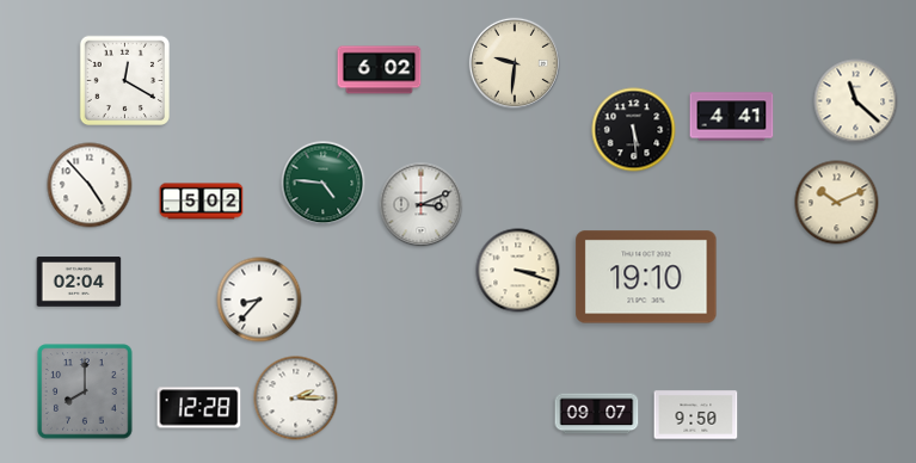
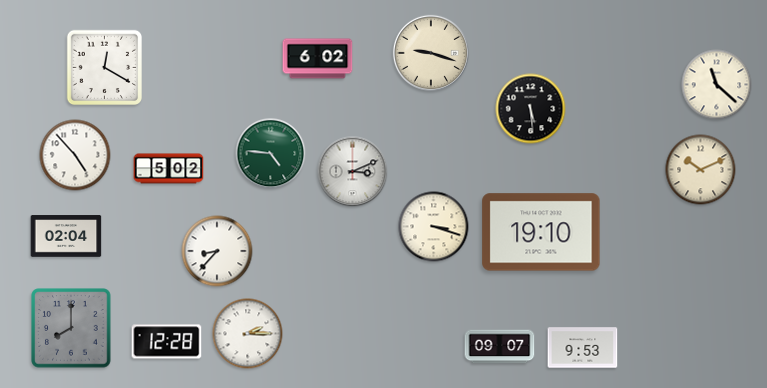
clock at (515, 63): 9:31 -> 9:18
clock at (732, 117): 4:41 -> none
clock at (696, 415): 9:50 -> 9:53
